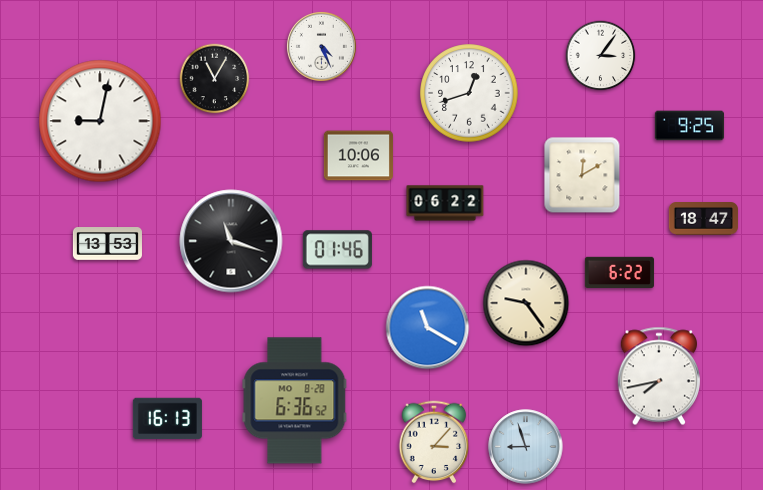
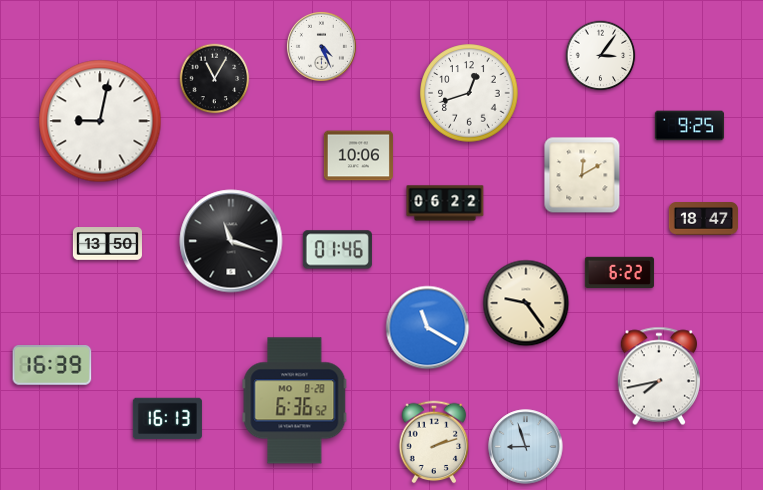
clock at (107, 244): 13:53 -> 13:50
clock at (52, 365): none -> 16:39
clock at (434, 442): 3:07 -> 2:12
